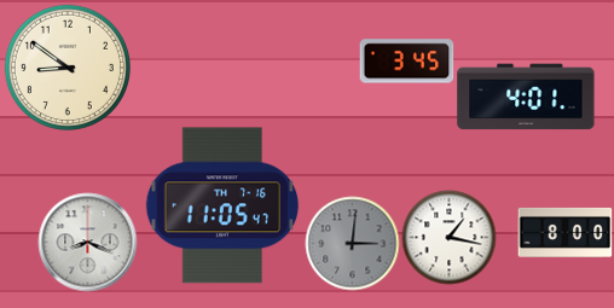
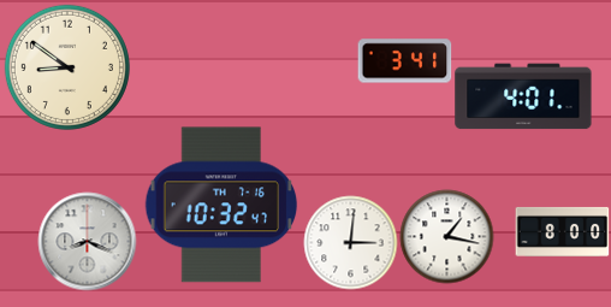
clock at (406, 62): 3:45 -> 3:41
clock at (222, 205): 11:05 -> 10:32
clock at (352, 243) dial: grey -> white
